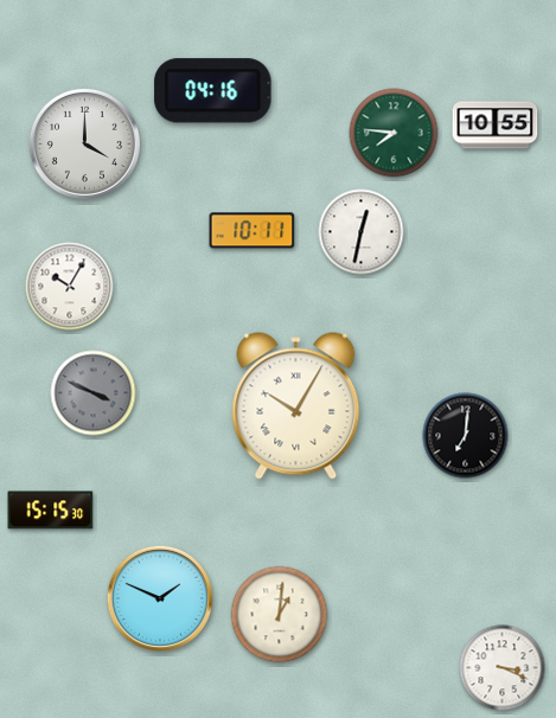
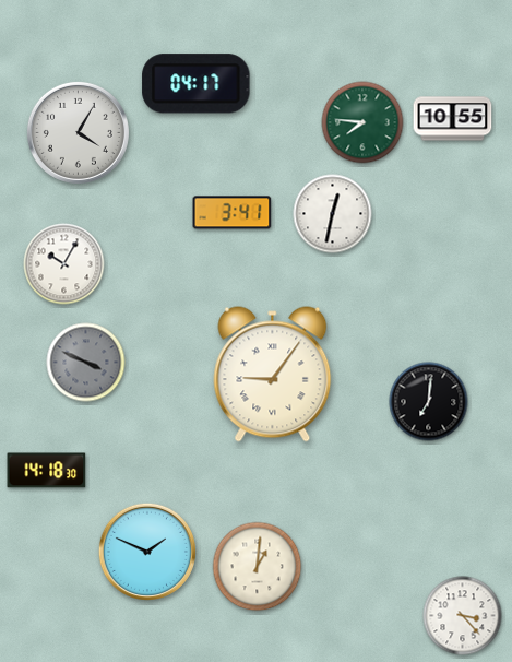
clock at (213, 91): 04:16 -> 04:17
clock at (496, 126) position: (496, 126) -> (453, 119)
clock at (84, 143): 4:00 -> 4:05
clock at (253, 231): 10:11 -> 3:41
clock at (296, 406): 10:05 -> 9:06
clock at (51, 511): 15:15 -> 14:18
clock at (503, 668): 3:19 -> 3:23
